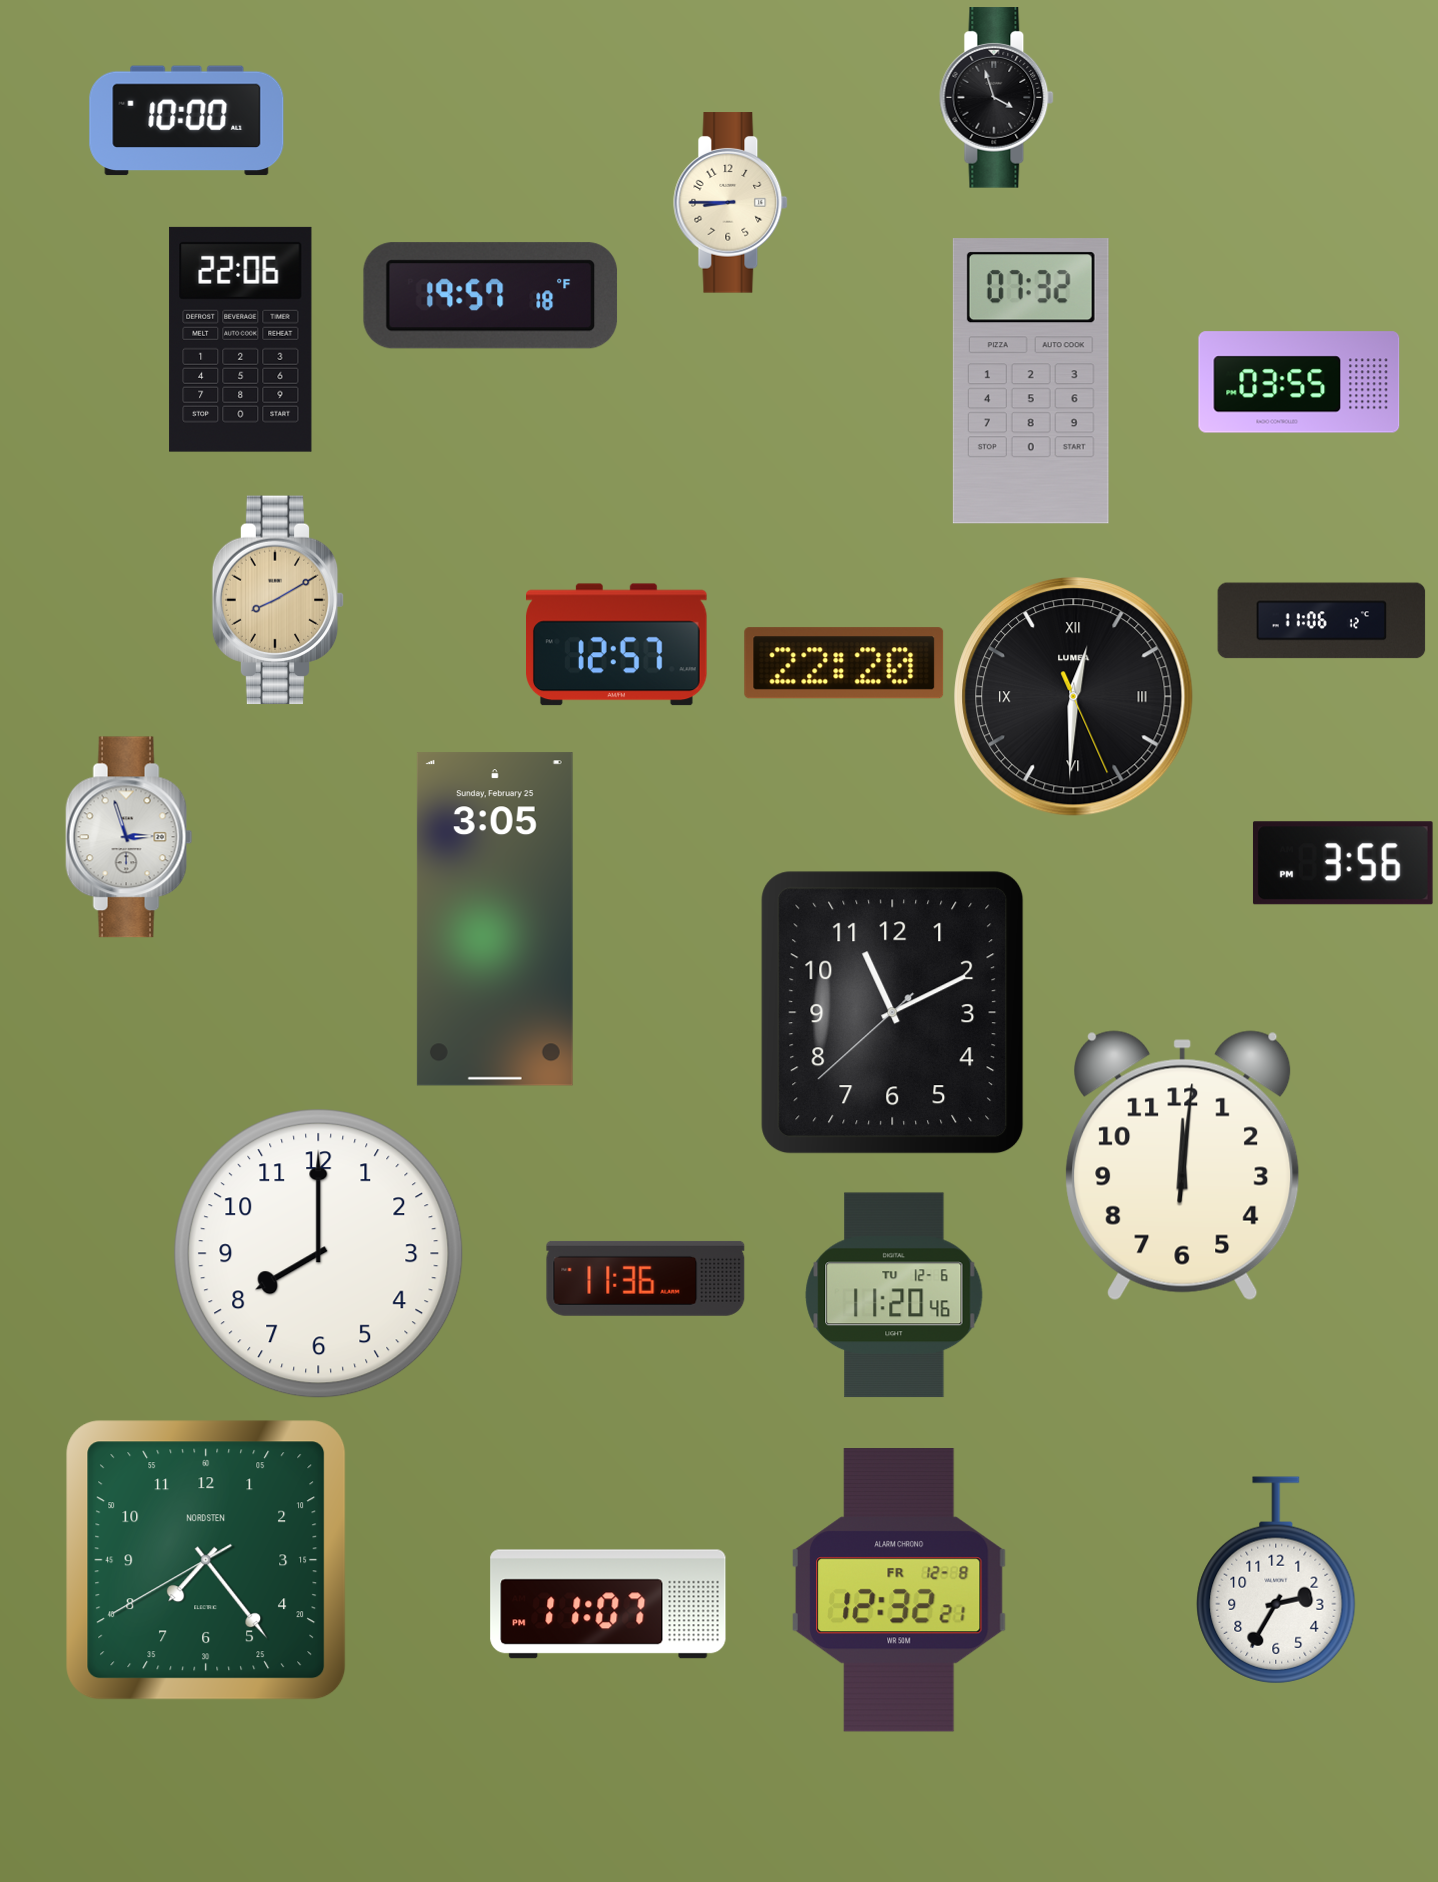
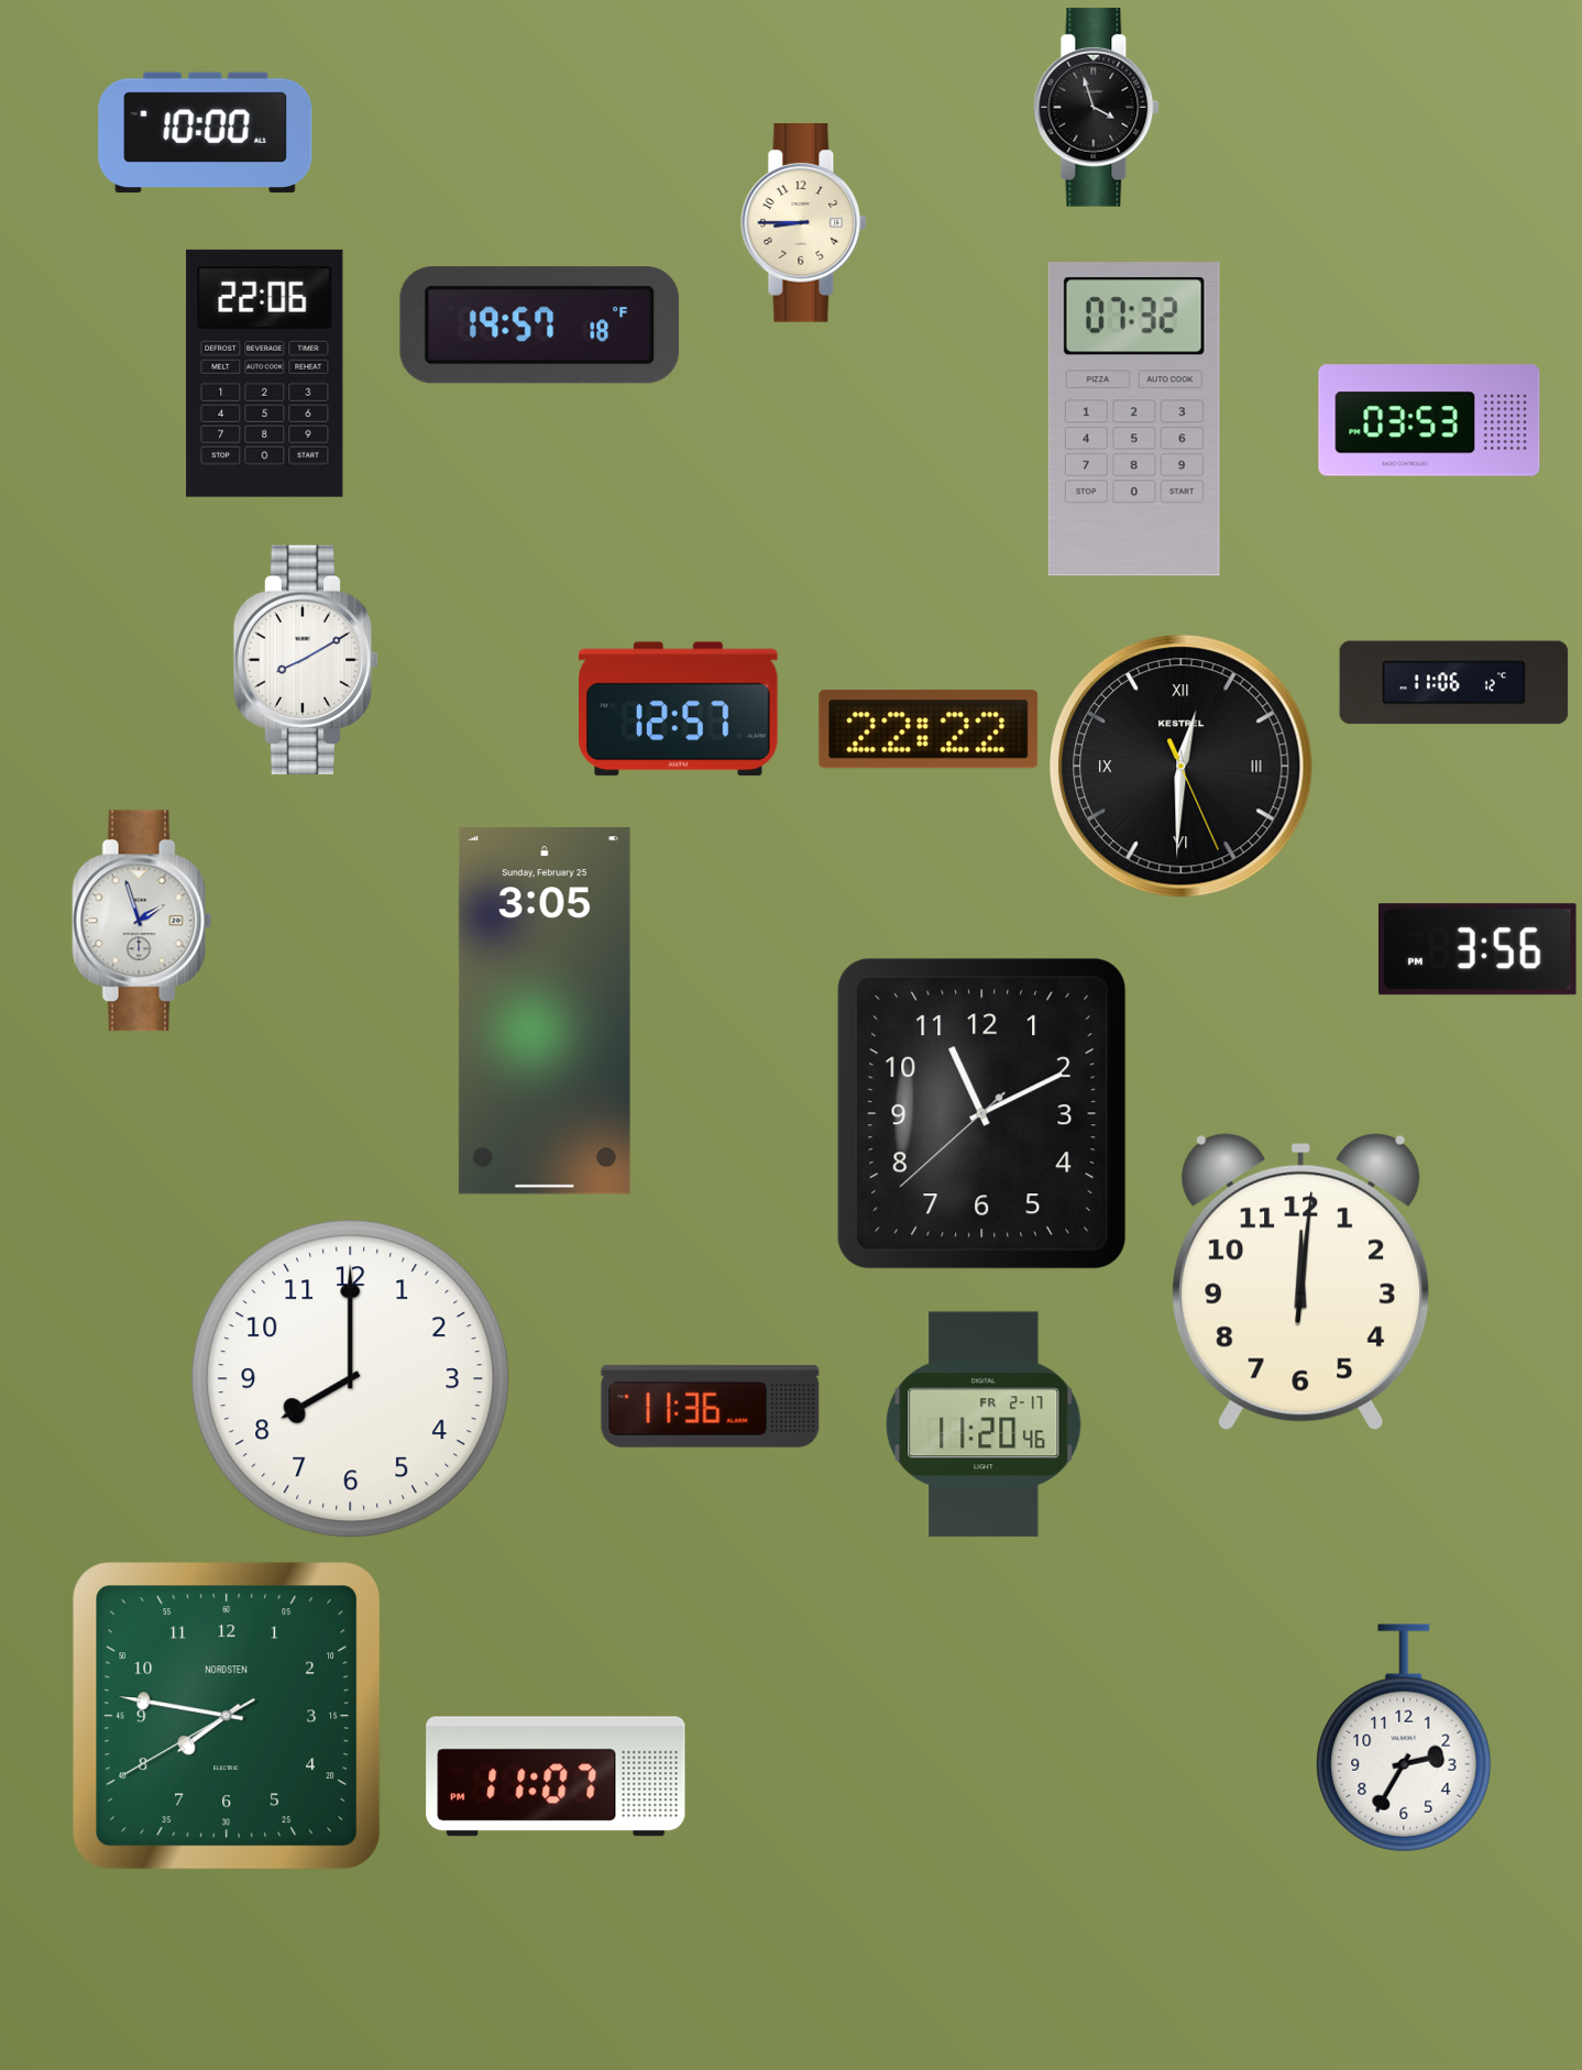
clock at (1299, 382): 03:55 -> 03:53
clock at (278, 600) dial: champagne -> white
clock at (844, 663): 22:20 -> 22:22
clock at (1074, 697) brand: LUMEA -> KESTREL
clock at (129, 837): 2:57 -> 1:57
clock at (894, 1295) date: TU 12-6 -> FR 2-17
clock at (206, 1560): 7:23 -> 7:46
clock at (900, 1590): 12:32 -> none
clock at (608, 1604) position: (608, 1604) -> (556, 1776)
